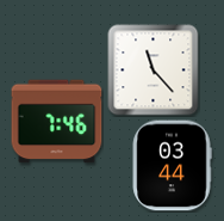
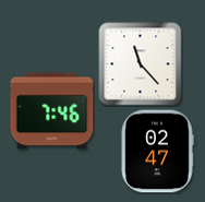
clock at (172, 166): 03:44 -> 02:47
